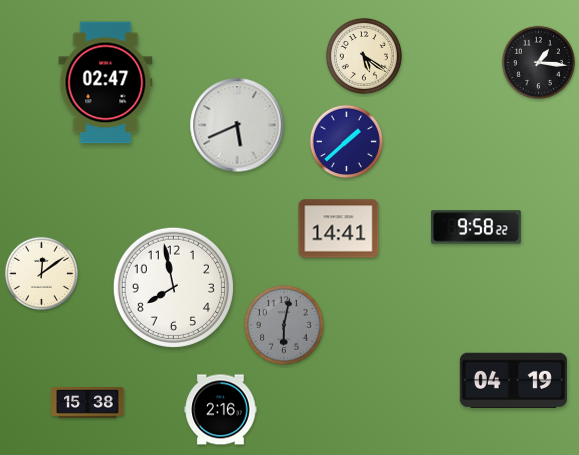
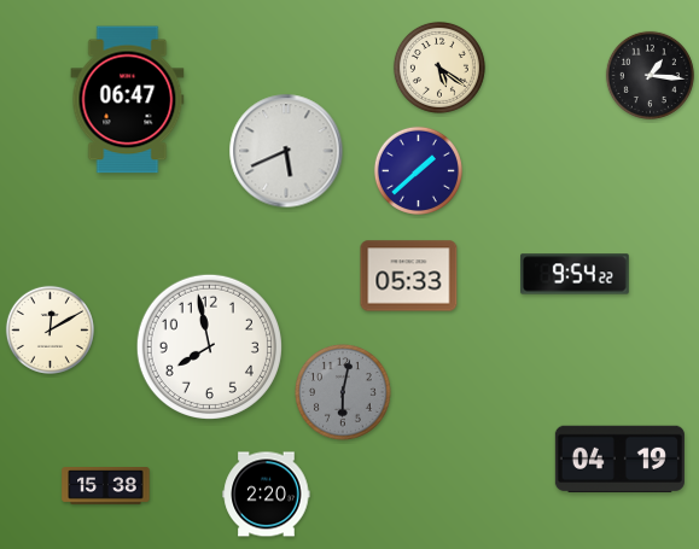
clock at (106, 83): 02:47 -> 06:47
clock at (477, 227): 9:58 -> 9:54
clock at (339, 229): 14:41 -> 05:33
clock at (41, 273): 12:09 -> 12:10
clock at (221, 410): 2:16 -> 2:20
